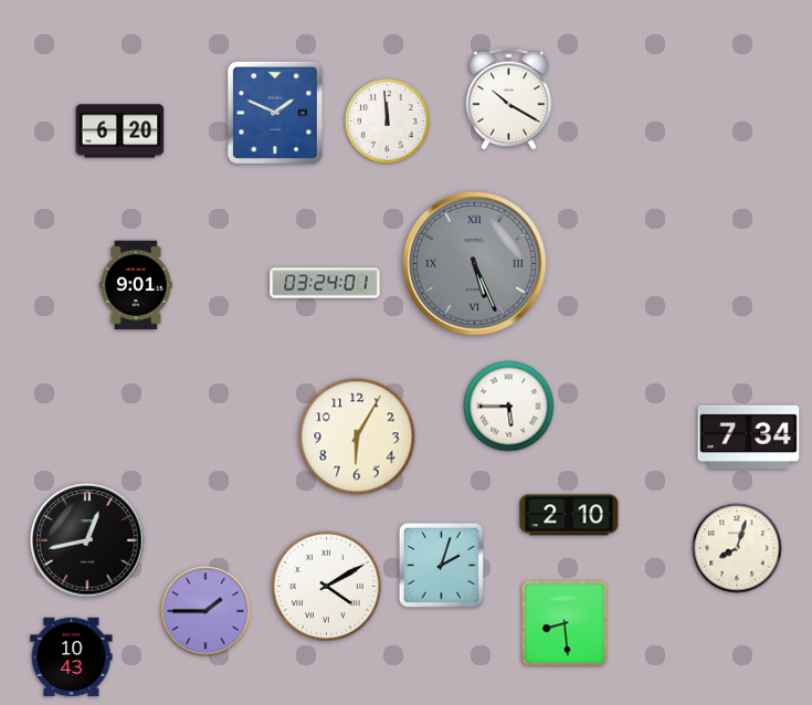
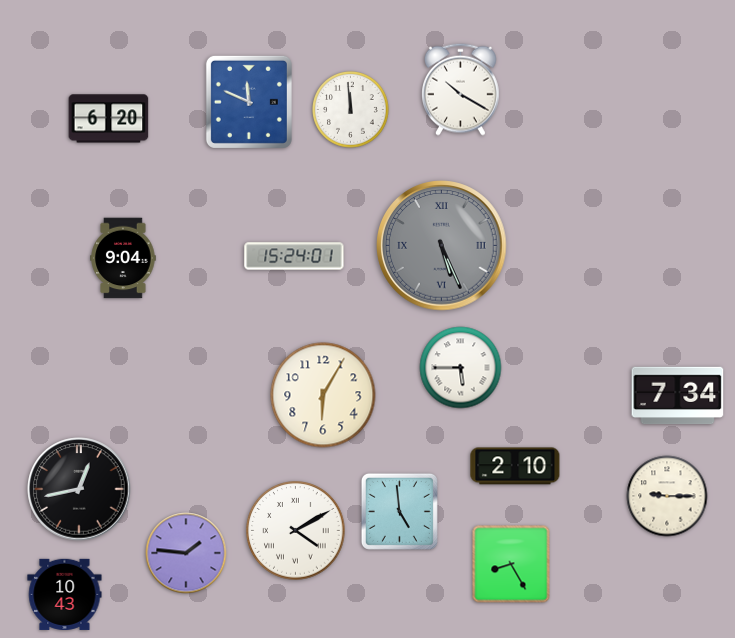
clock at (275, 113): 1:49 -> 11:49
clock at (475, 264) position: (475, 264) -> (442, 246)
clock at (325, 283): 03:24 -> 15:24
clock at (136, 285): 9:01 -> 9:04
clock at (737, 548): 8:03 -> 9:15
clock at (441, 565): 2:03 -> 4:59
clock at (205, 611): 1:45 -> 1:46
clock at (565, 623): 8:29 -> 8:25
